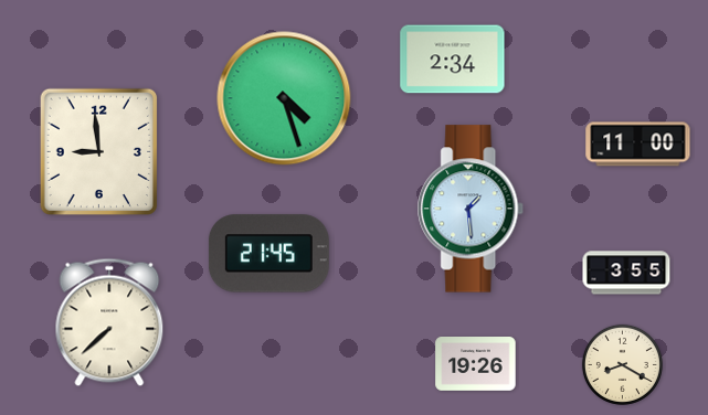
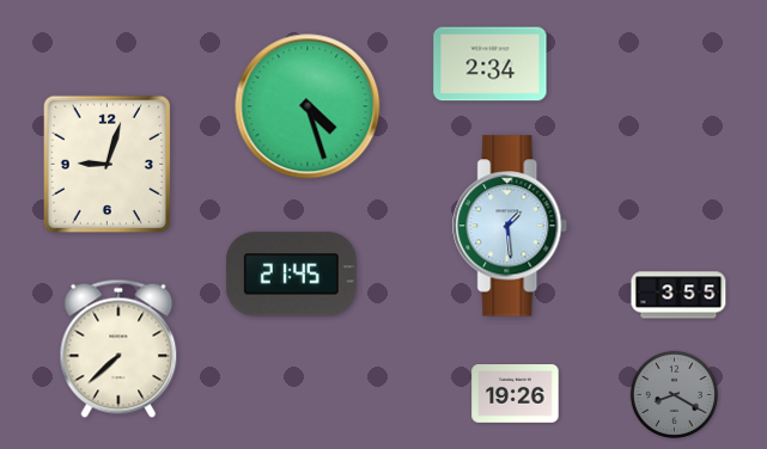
clock at (638, 145): 11:00 -> none
clock at (98, 151): 8:59 -> 9:03
clock at (622, 364) dial: cream -> grey
